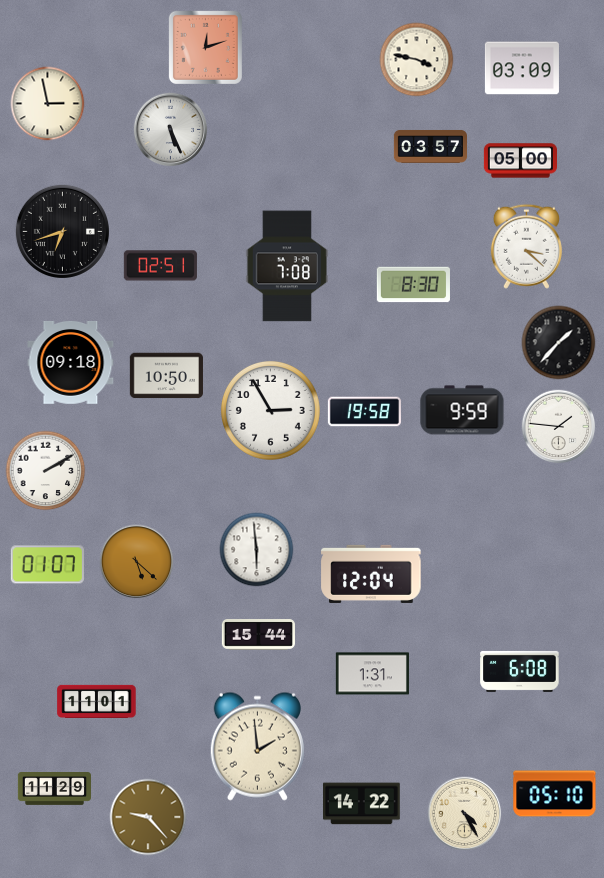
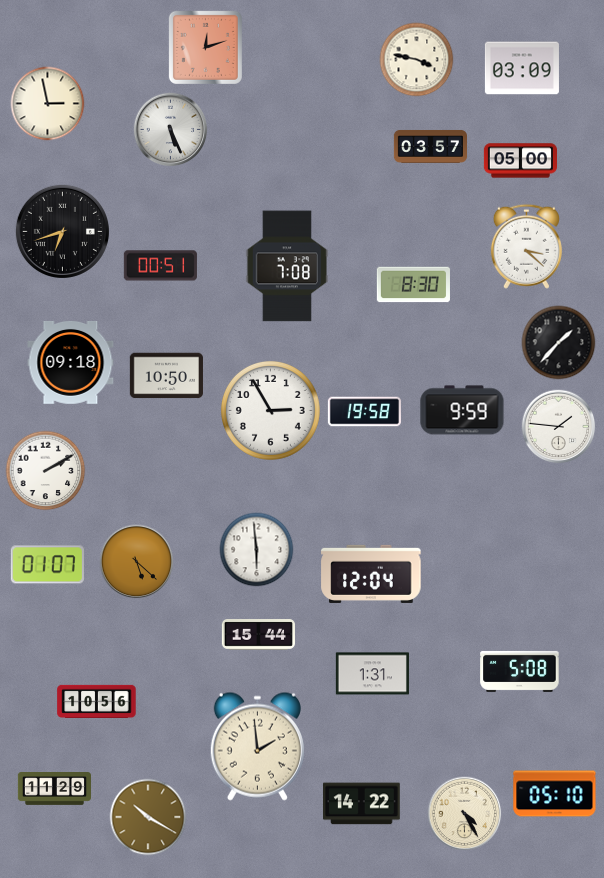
clock at (160, 266): 02:51 -> 00:51
clock at (520, 671): 6:08 -> 5:08
clock at (97, 701): 11:01 -> 10:56
clock at (148, 817): 9:23 -> 10:20
